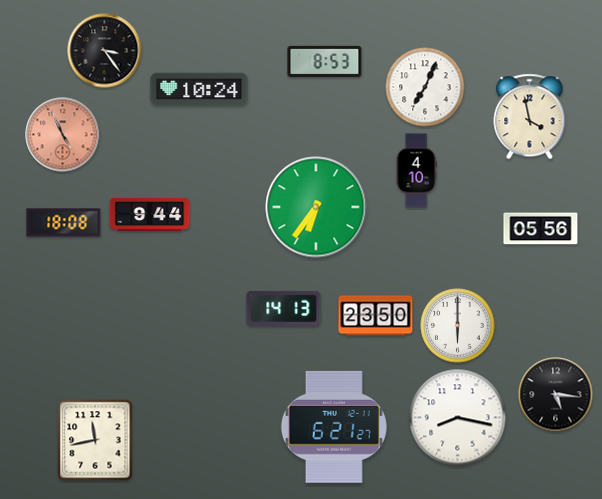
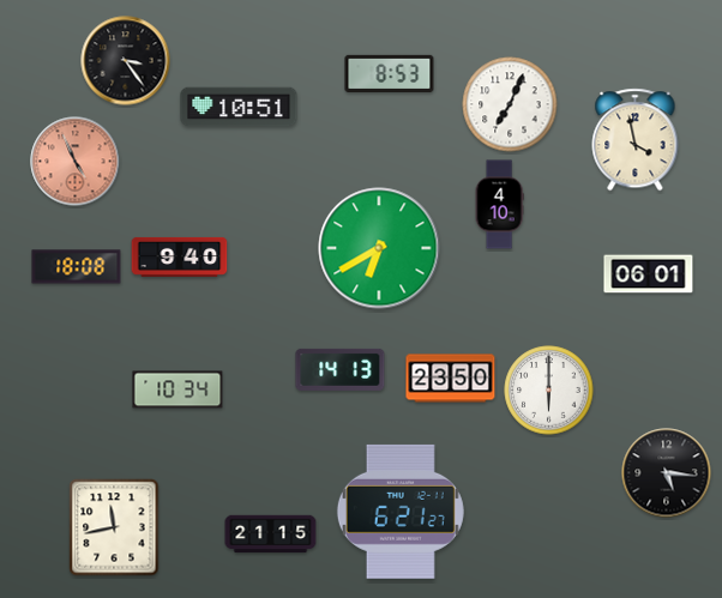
clock at (199, 89): 10:24 -> 10:51
clock at (316, 207): 6:36 -> 6:40
clock at (150, 214): 9:44 -> 9:40
clock at (541, 229): 05:56 -> 06:01
clock at (178, 389): none -> 10:34
clock at (458, 418): 8:17 -> none
clock at (271, 534): none -> 21:15
